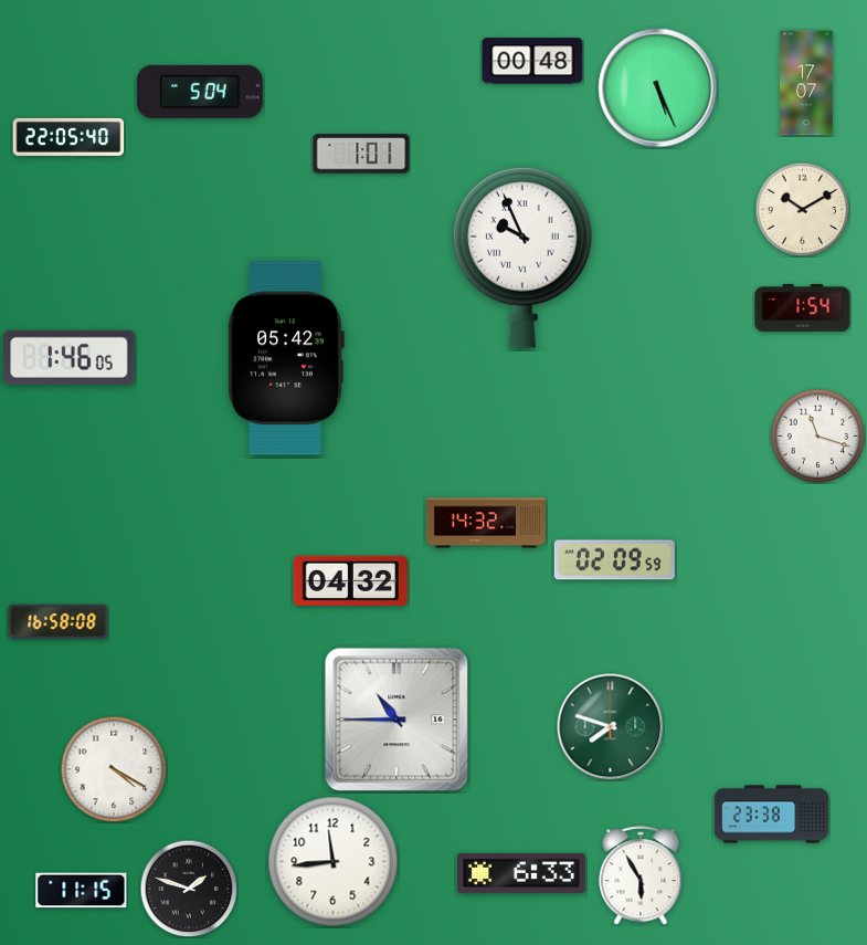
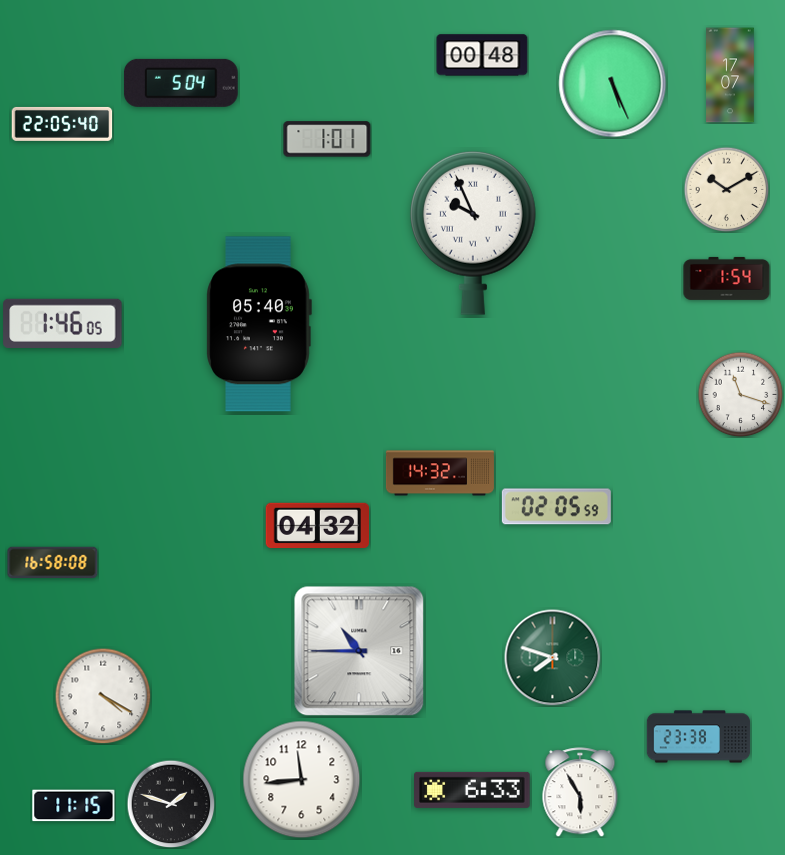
clock at (658, 88) position: (658, 88) -> (613, 84)
clock at (286, 358): 05:42 -> 05:40
clock at (614, 560): 02:09 -> 02:05
